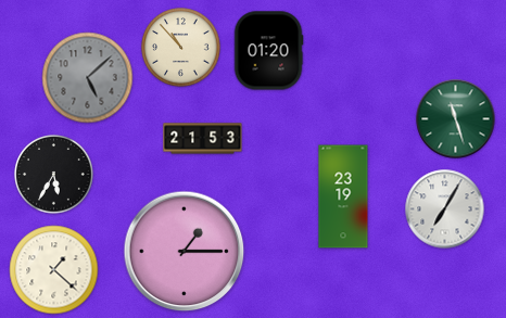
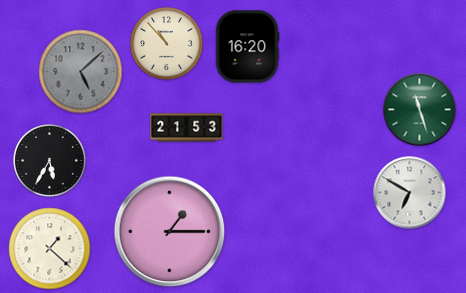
clock at (268, 51): 01:20 -> 16:20
clock at (343, 196): 23:19 -> none
clock at (445, 209): 7:05 -> 6:50
